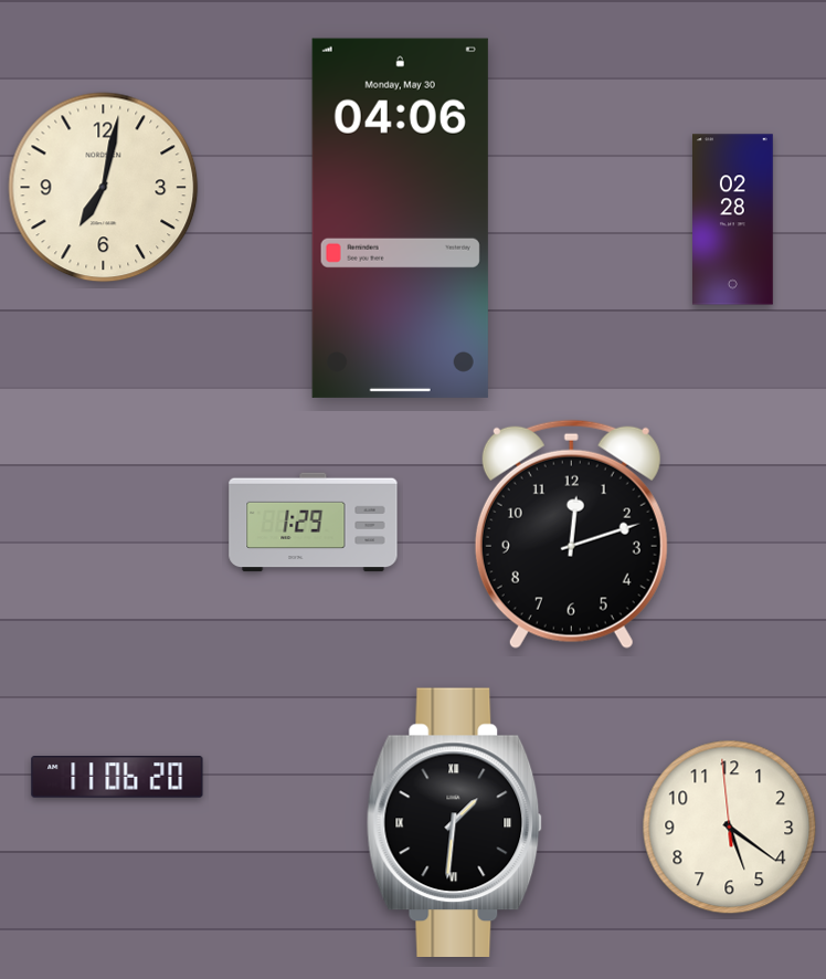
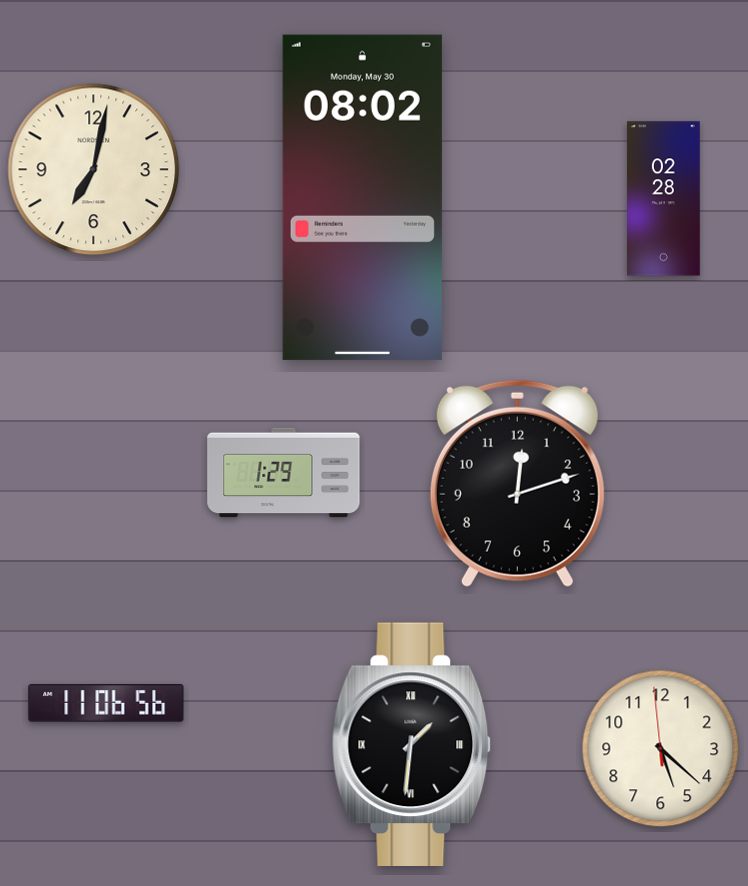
clock at (400, 218): 04:06 -> 08:02
clock at (117, 777): 11:06:20 -> 11:06:56
clock at (730, 828): 5:20 -> 5:21
